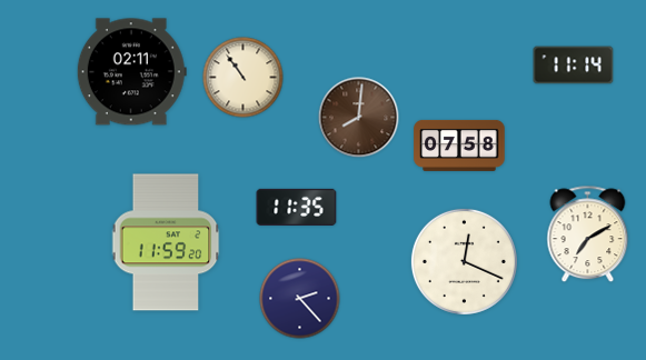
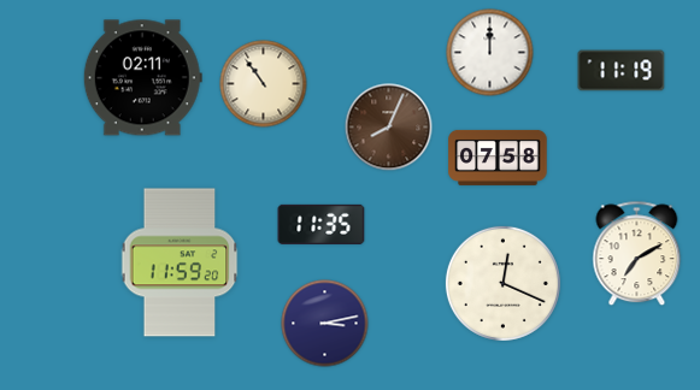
clock at (490, 53): none -> 12:00
clock at (574, 66): 11:14 -> 11:19
clock at (359, 118): 8:01 -> 8:04
clock at (300, 299): 2:23 -> 3:13
